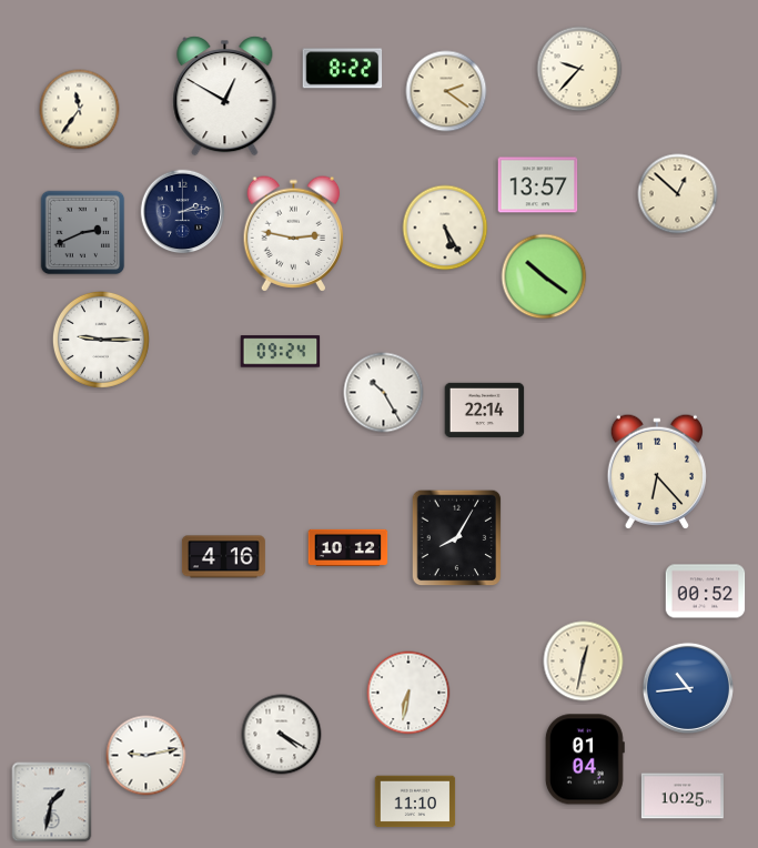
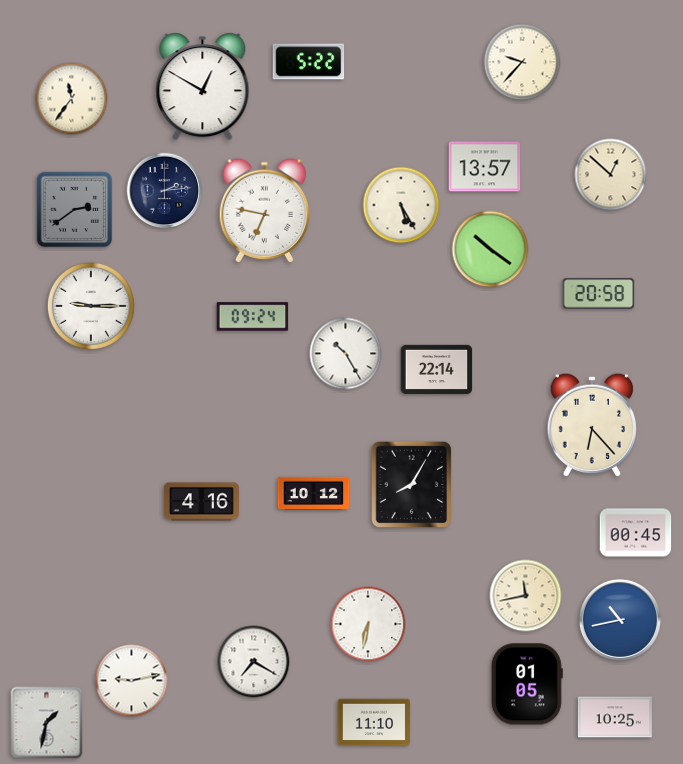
clock at (343, 69): 8:22 -> 5:22
clock at (446, 91): 2:21 -> none
clock at (83, 233): 2:41 -> 2:39
clock at (294, 234): 2:47 -> 6:47
clock at (599, 294): none -> 20:58
clock at (706, 592): 00:52 -> 00:45
clock at (584, 662): 12:32 -> 11:43
clock at (688, 688): 10:44 -> 10:43
clock at (282, 735): 4:20 -> 7:20
clock at (585, 759): 01:04 -> 01:05
